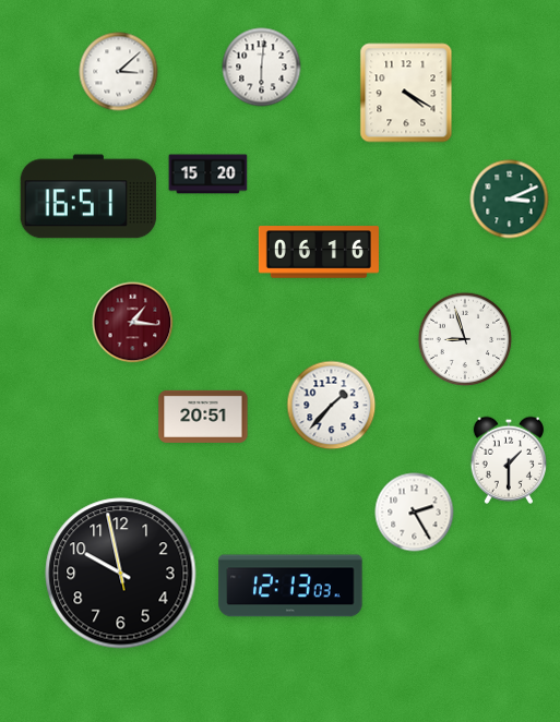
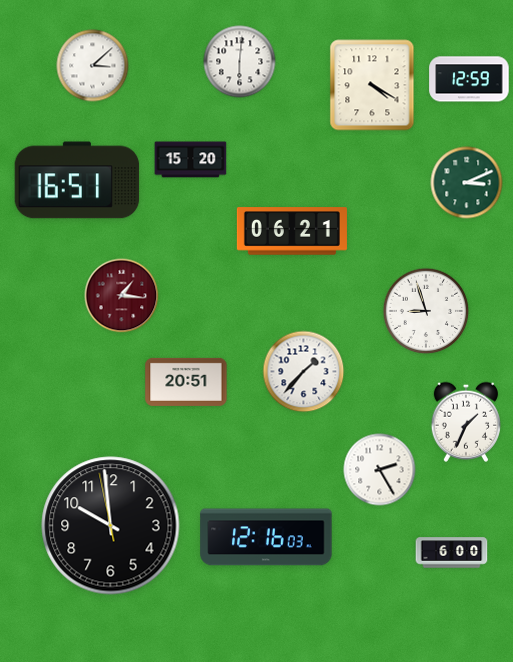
clock at (119, 72) position: (119, 72) -> (93, 66)
clock at (469, 79): none -> 12:59
clock at (88, 196) position: (88, 196) -> (77, 180)
clock at (319, 252): 06:16 -> 06:21
clock at (508, 460): 1:30 -> 1:34
clock at (121, 574): 9:57 -> 9:58
clock at (290, 586): 12:13 -> 12:16
clock at (452, 553): none -> 6:00
